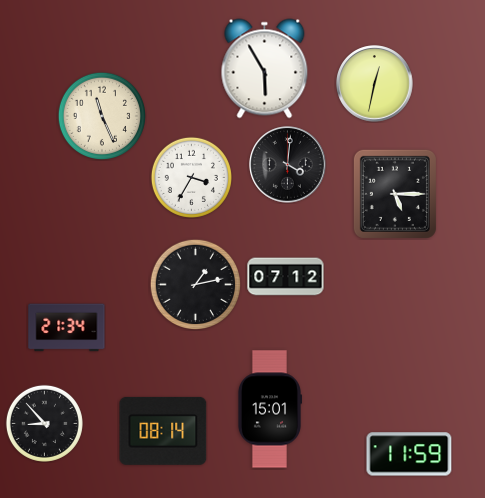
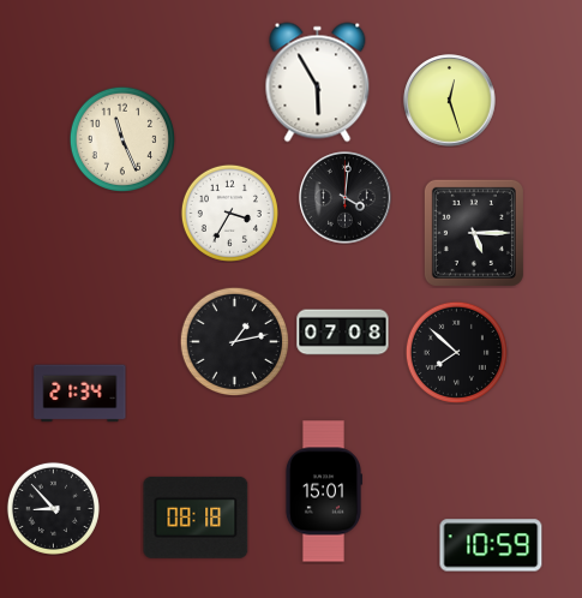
clock at (375, 84): 12:32 -> 12:27
clock at (286, 277): 07:12 -> 07:08
clock at (456, 352): none -> 7:52
clock at (163, 431): 08:14 -> 08:18
clock at (409, 454): 11:59 -> 10:59
